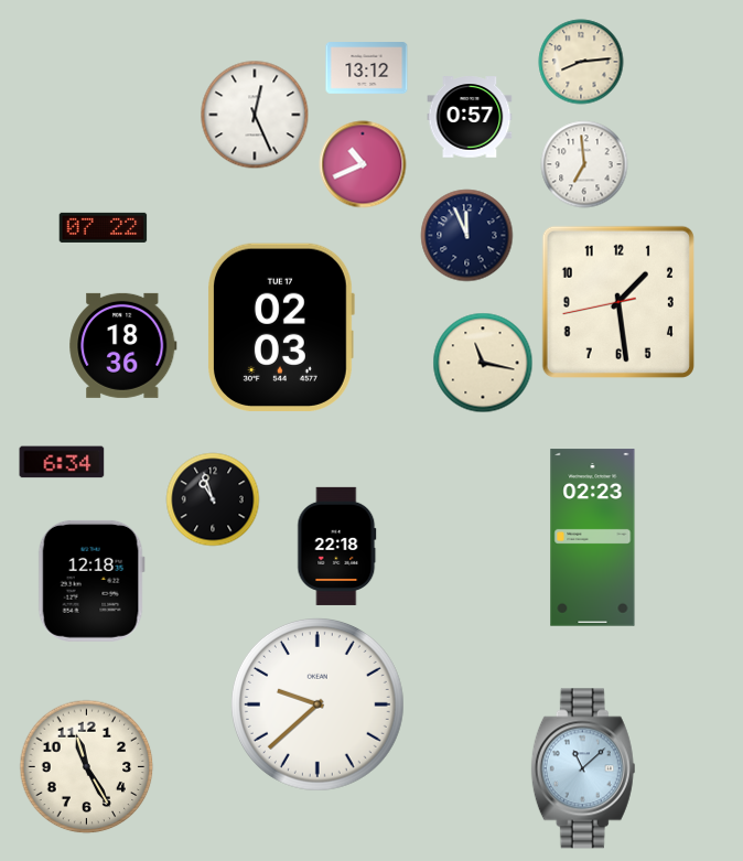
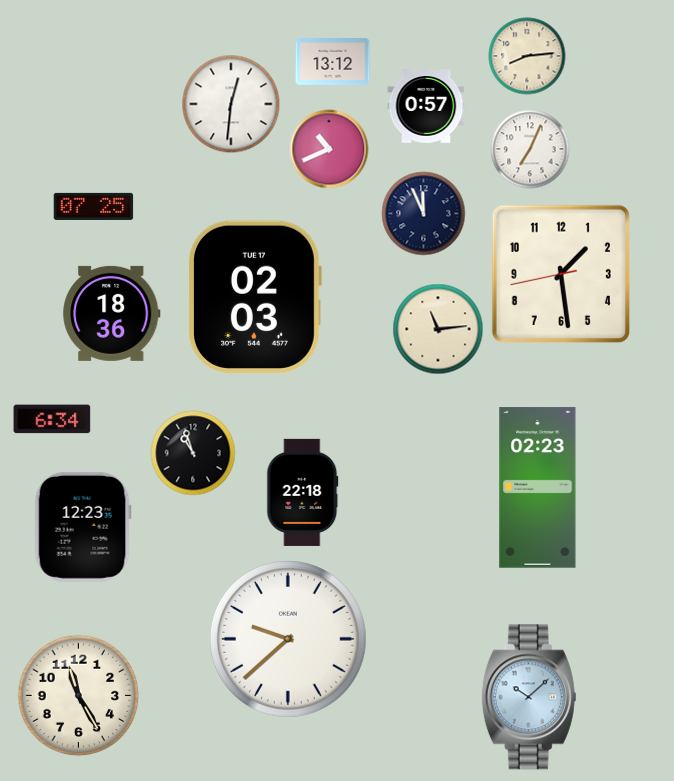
clock at (255, 115): 12:26 -> 12:31
clock at (584, 164): 6:59 -> 7:04
clock at (104, 227): 07:22 -> 07:25
clock at (483, 363): 11:17 -> 11:14
clock at (62, 462) position: (62, 462) -> (52, 419)
clock at (337, 546) position: (337, 546) -> (303, 492)
clock at (91, 581): 12:18 -> 12:23
clock at (583, 768): 11:08 -> 10:08
